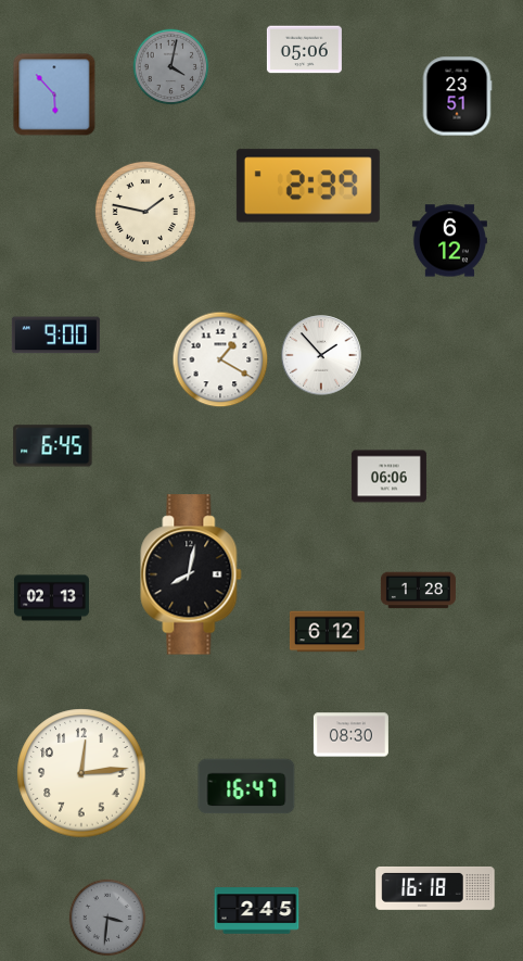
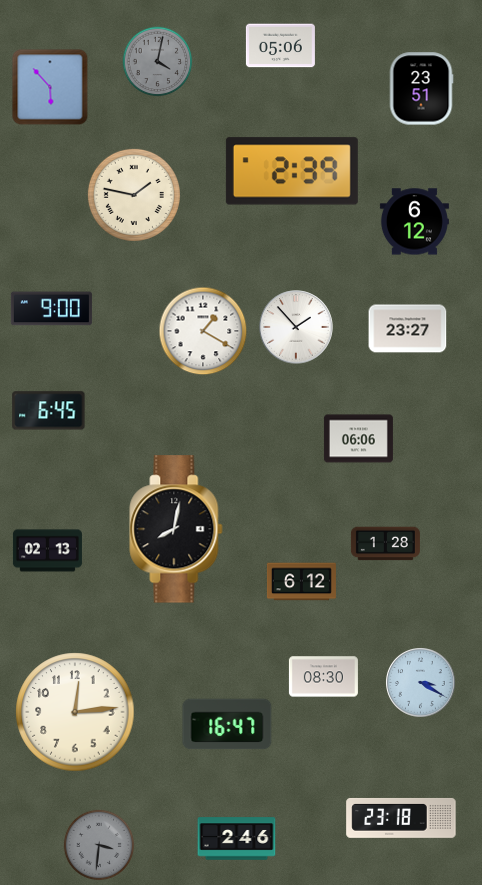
clock at (308, 186) position: (308, 186) -> (292, 171)
clock at (408, 329): none -> 23:27
clock at (421, 683): none -> 3:20
clock at (435, 888): 16:18 -> 23:18
clock at (257, 911): 2:45 -> 2:46
